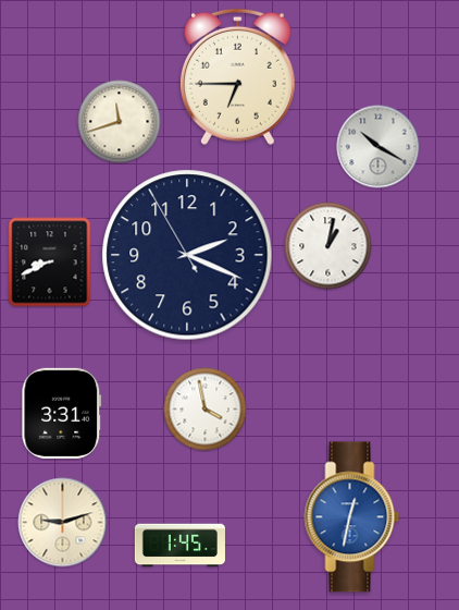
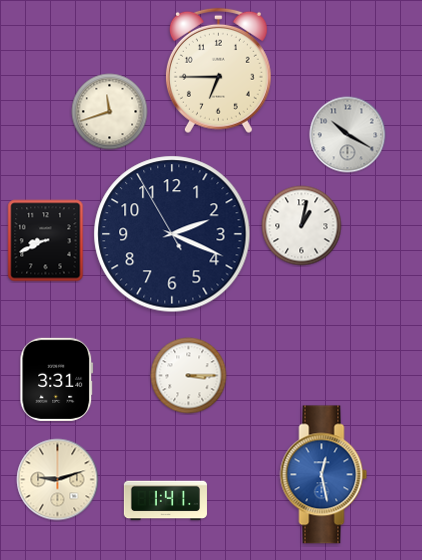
clock at (206, 410): 3:58 -> 3:15
clock at (352, 517): 12:32 -> 12:28
clock at (179, 546): 1:45 -> 1:41
